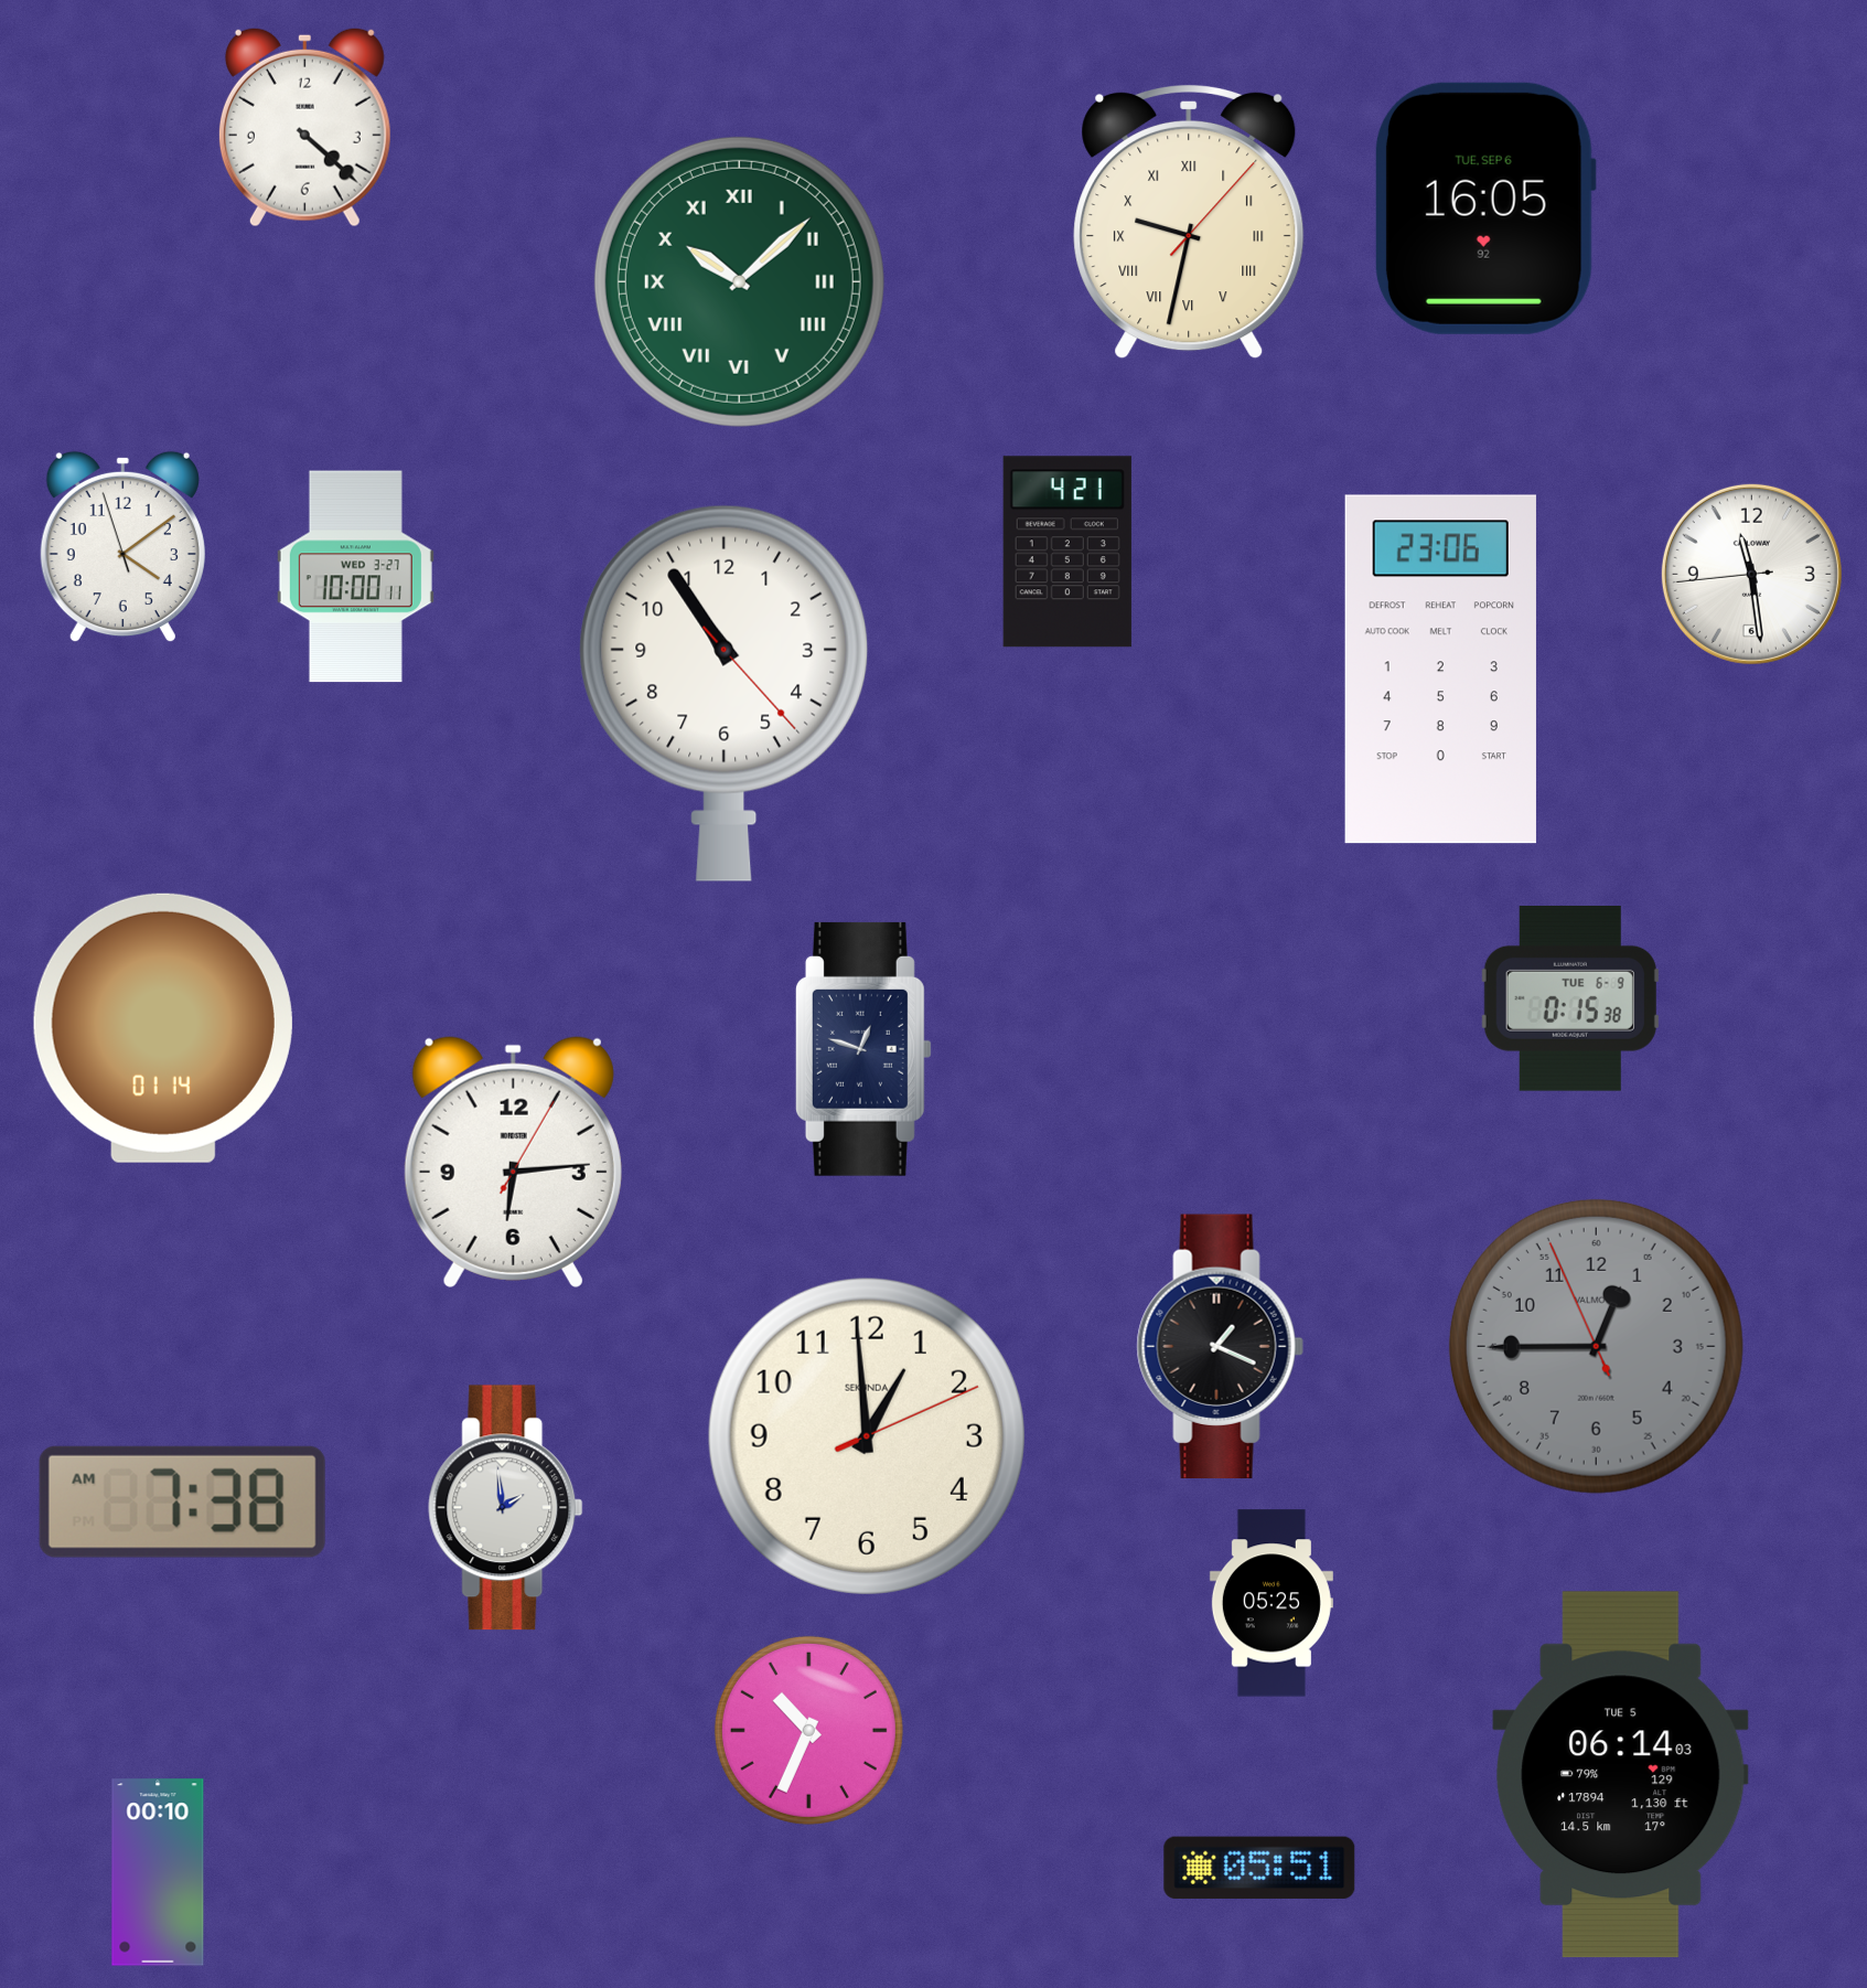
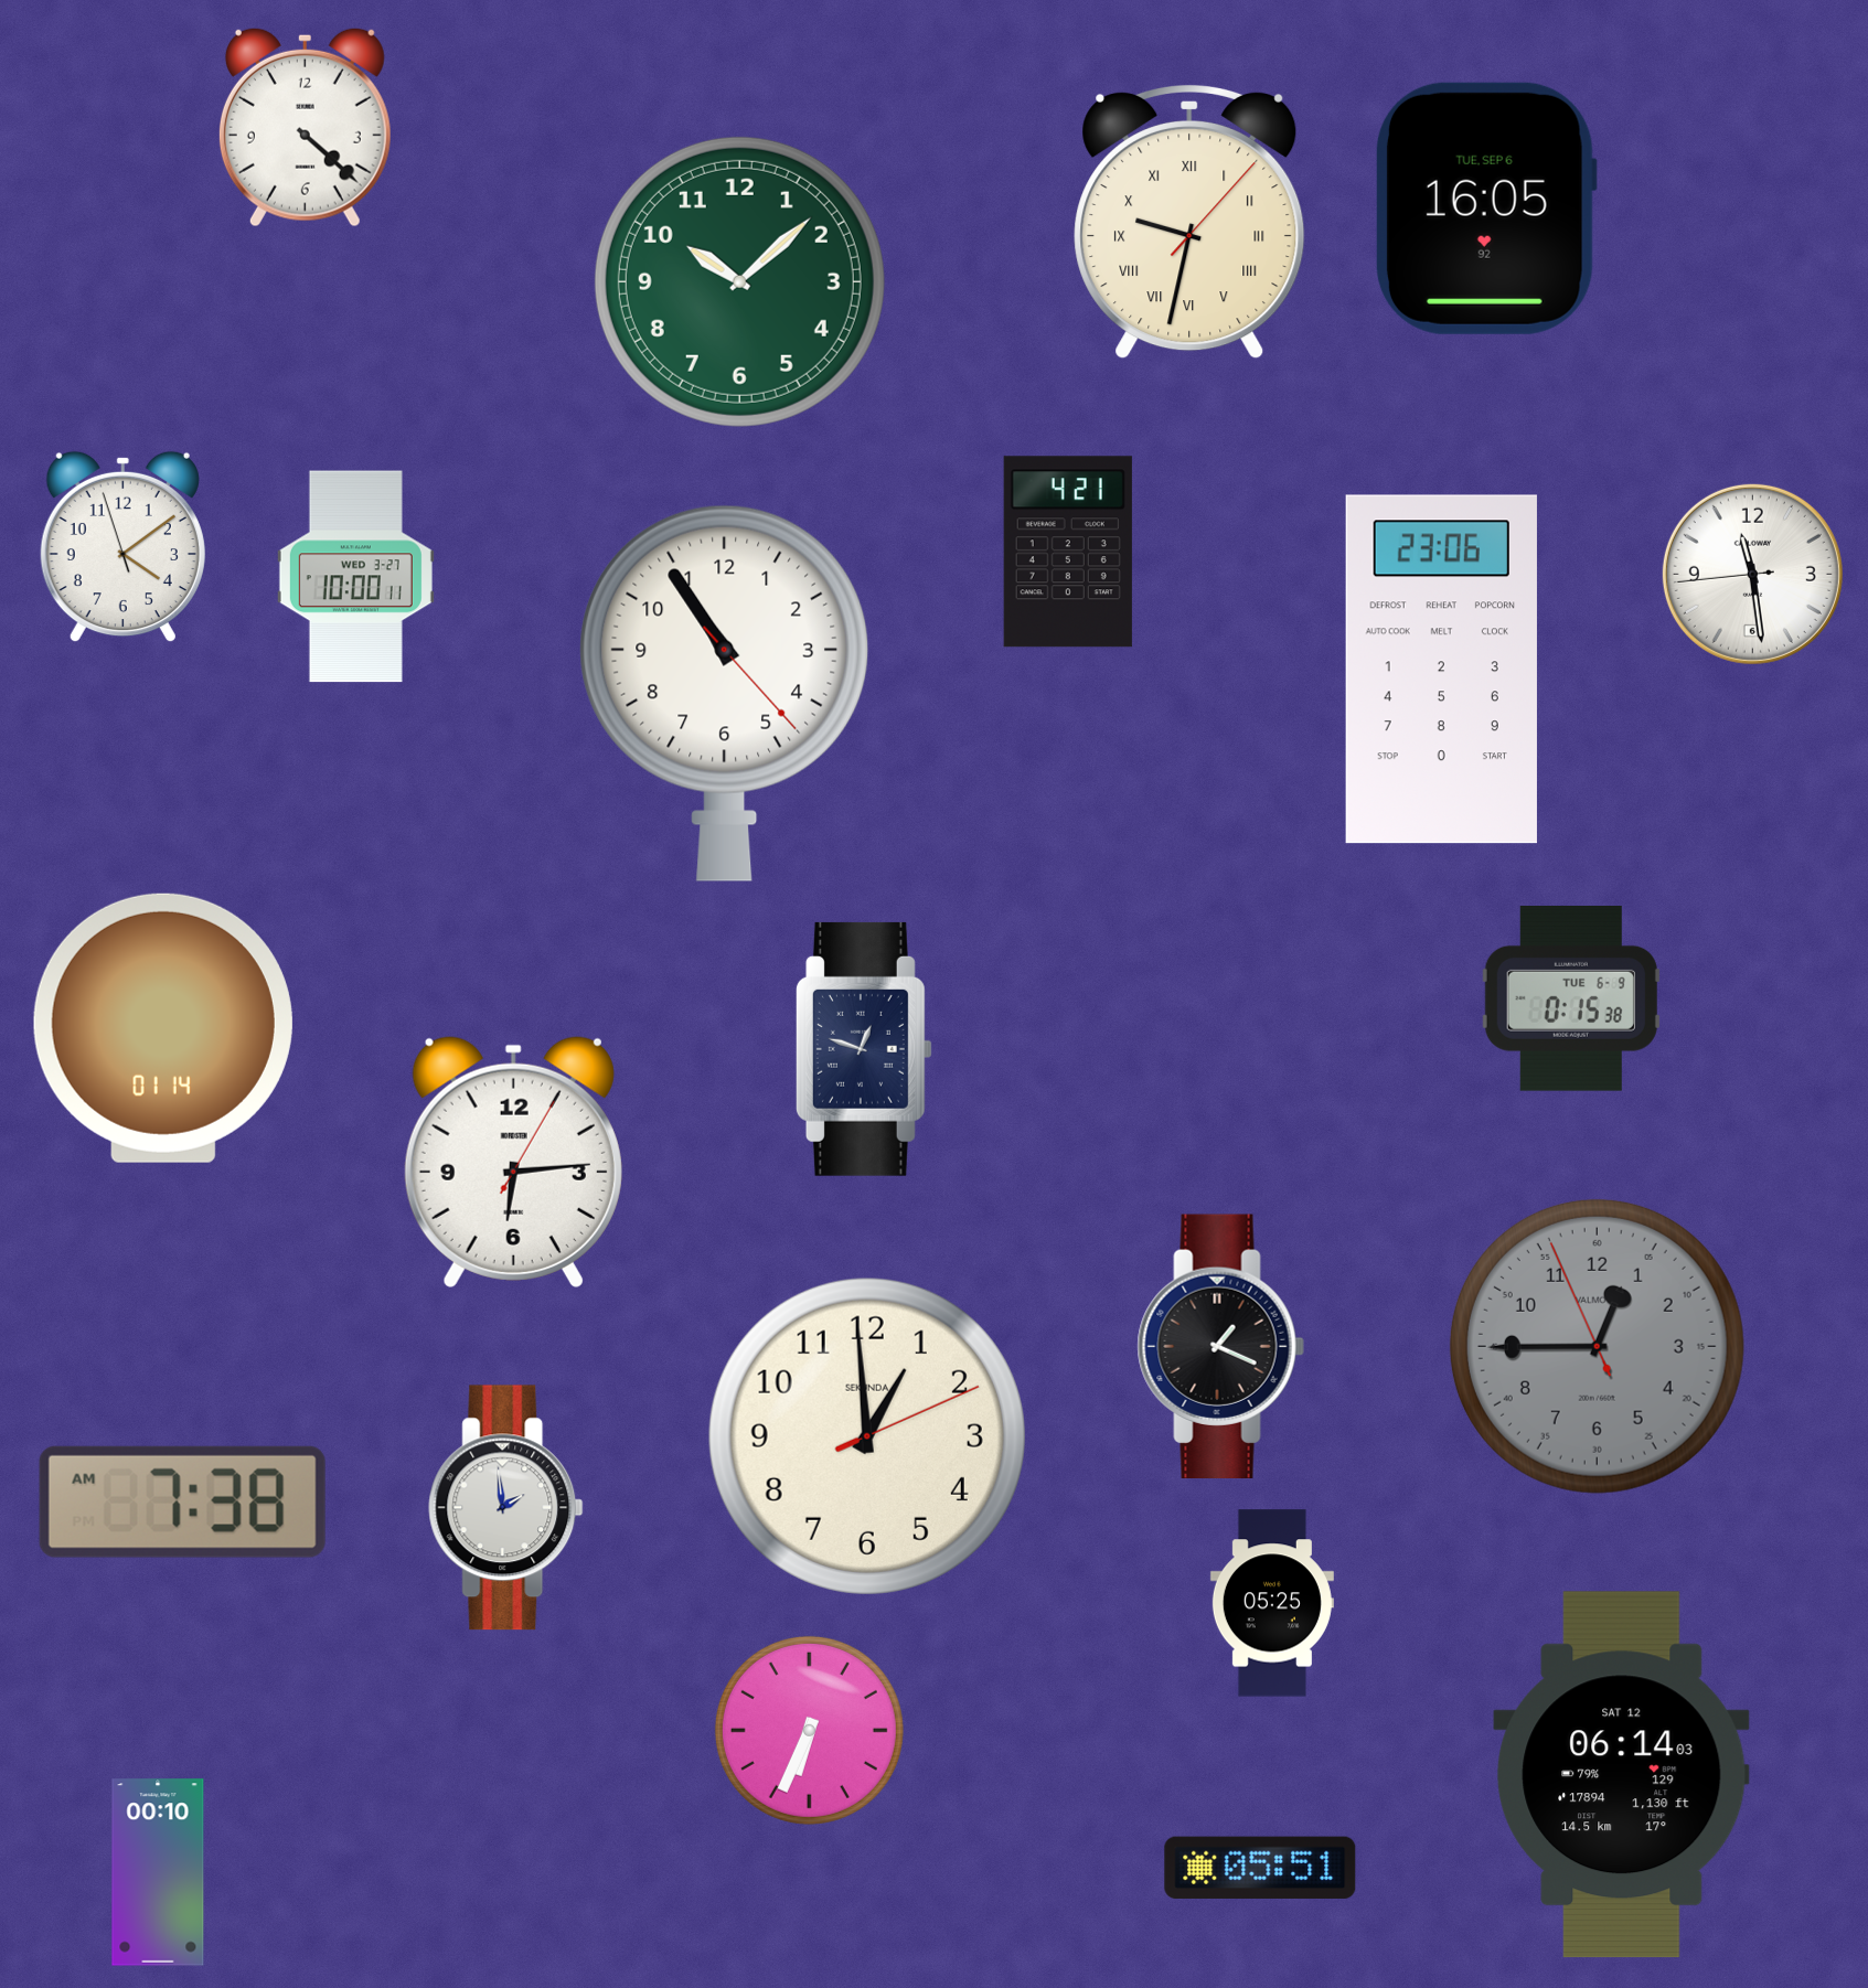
clock at (739, 281) numerals: Roman -> Arabic
clock at (808, 1730): 10:34 -> 6:34
clock at (1621, 1775) date: TUE 5 -> SAT 12
